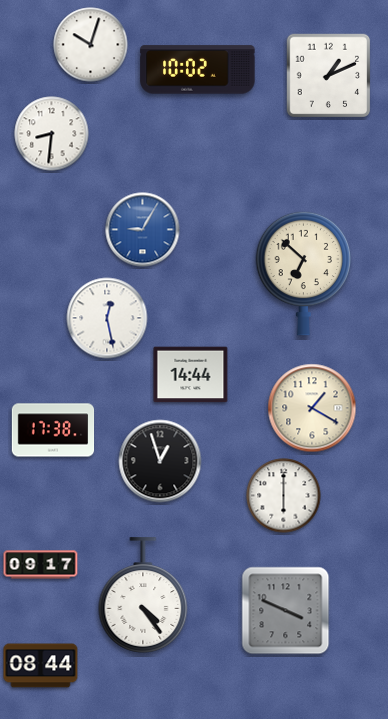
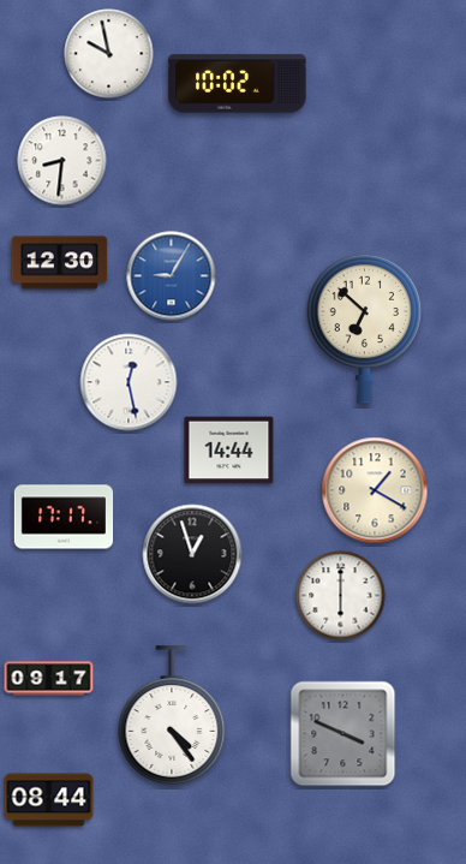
clock at (91, 45): 10:03 -> 9:58
clock at (329, 76): 1:11 -> none
clock at (60, 263): none -> 12:30
clock at (53, 430): 17:38 -> 17:17
